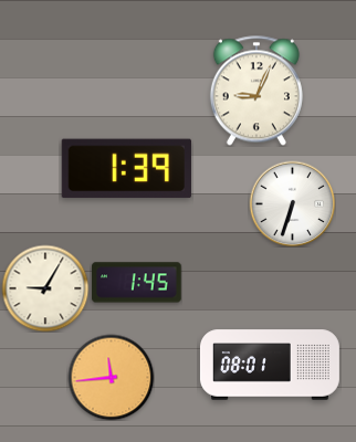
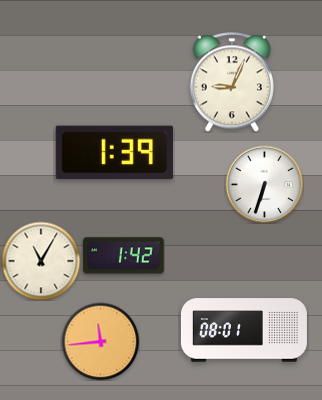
clock at (137, 283): 1:45 -> 1:42
clock at (45, 288): 9:05 -> 11:05
